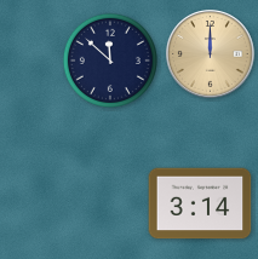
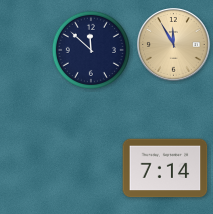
clock at (211, 54): 12:00 -> 11:55
clock at (200, 203): 3:14 -> 7:14
